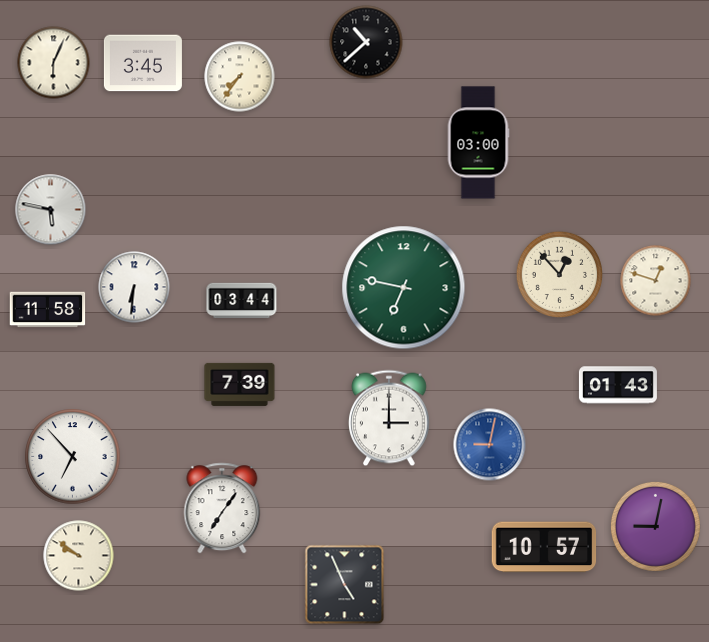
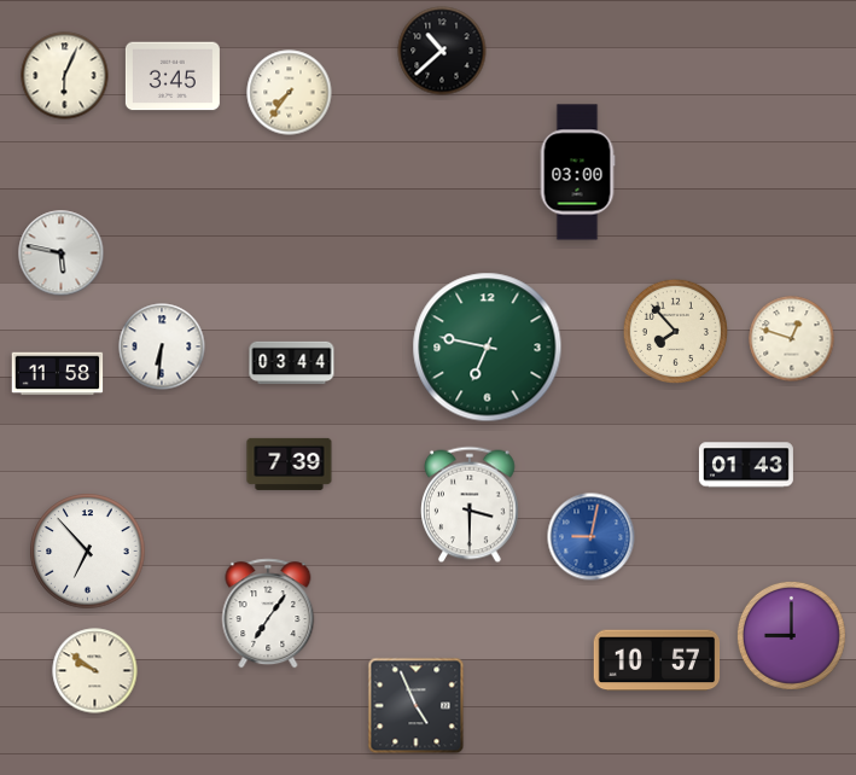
clock at (559, 274): 12:53 -> 7:53
clock at (390, 418): 3:00 -> 3:30
clock at (655, 526): 9:02 -> 9:00
